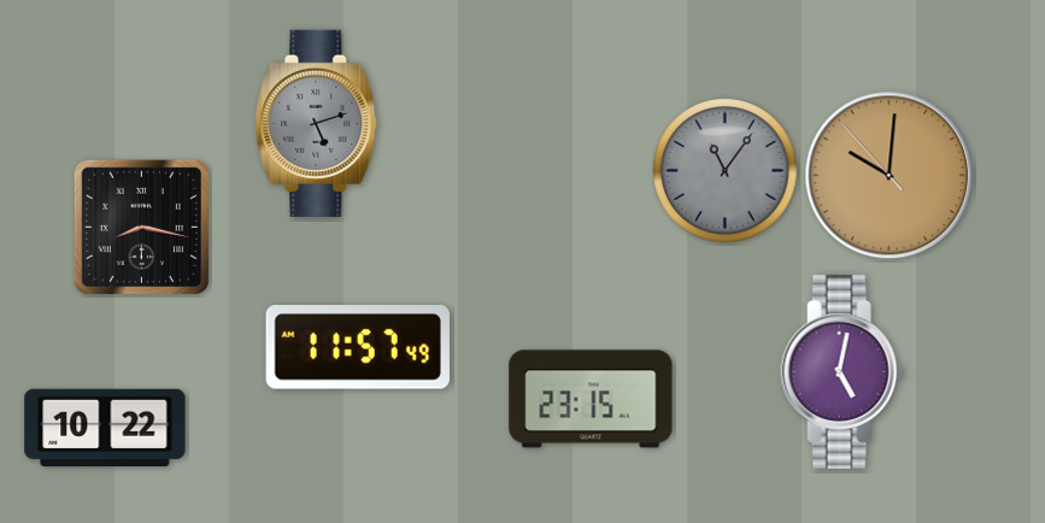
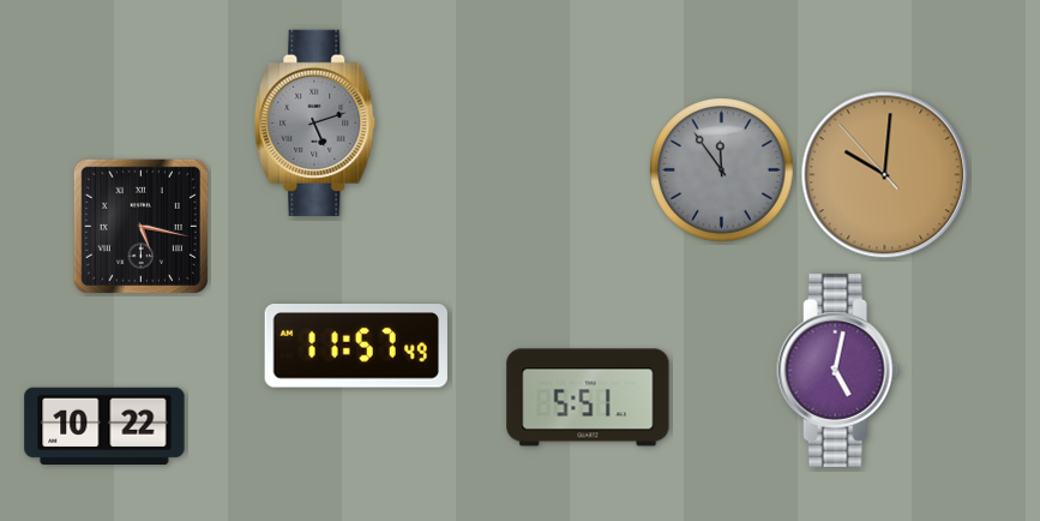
clock at (726, 171): 11:06 -> 11:54
clock at (141, 227): 8:17 -> 5:17
clock at (591, 399): 23:15 -> 5:51
